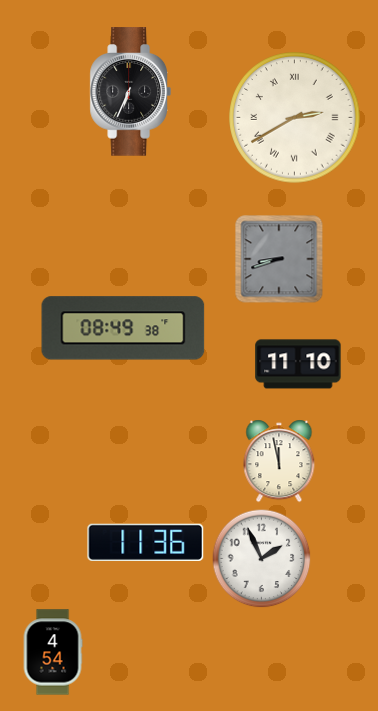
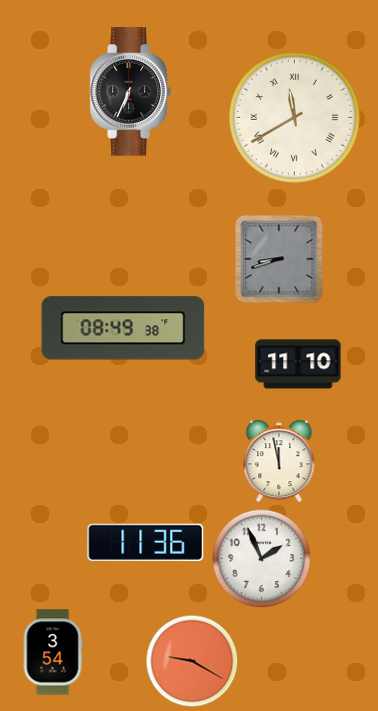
clock at (295, 118): 2:40 -> 11:40
clock at (53, 652): 4:54 -> 3:54
clock at (192, 661): none -> 9:20
